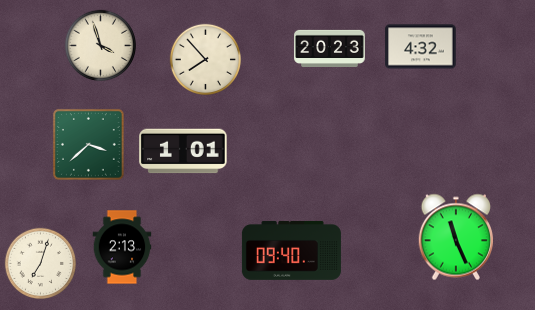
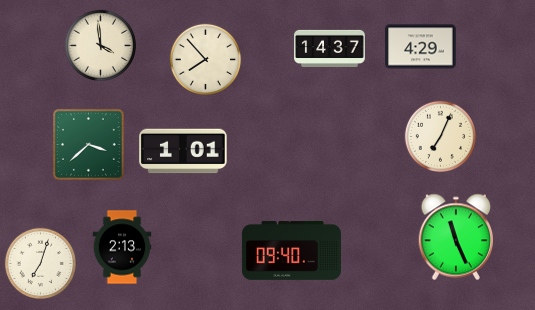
clock at (100, 45): 3:57 -> 3:59
clock at (421, 47): 4:32 -> 4:29
clock at (330, 48): 20:23 -> 14:37
clock at (440, 136): none -> 7:04
